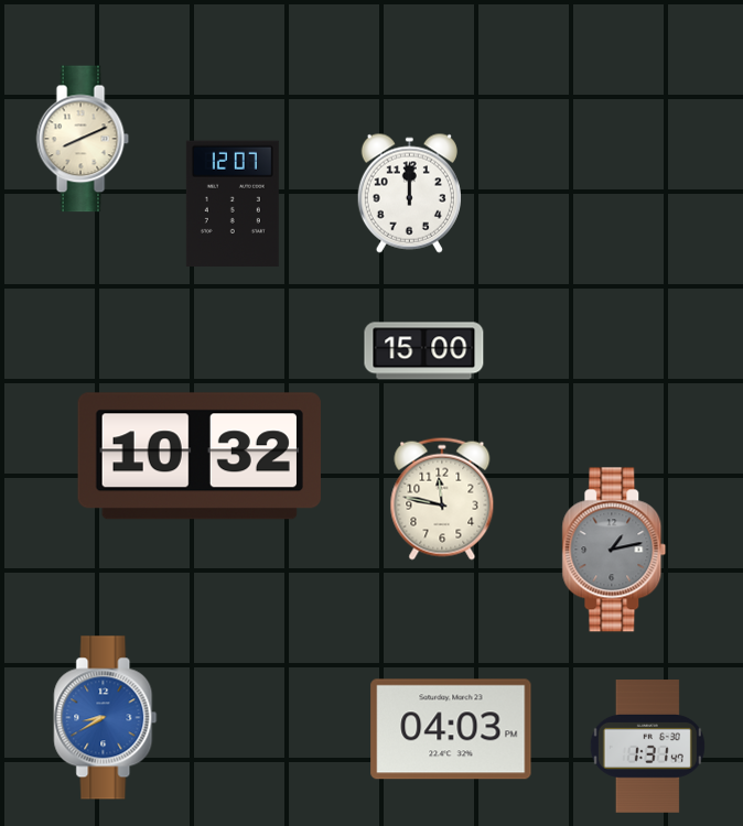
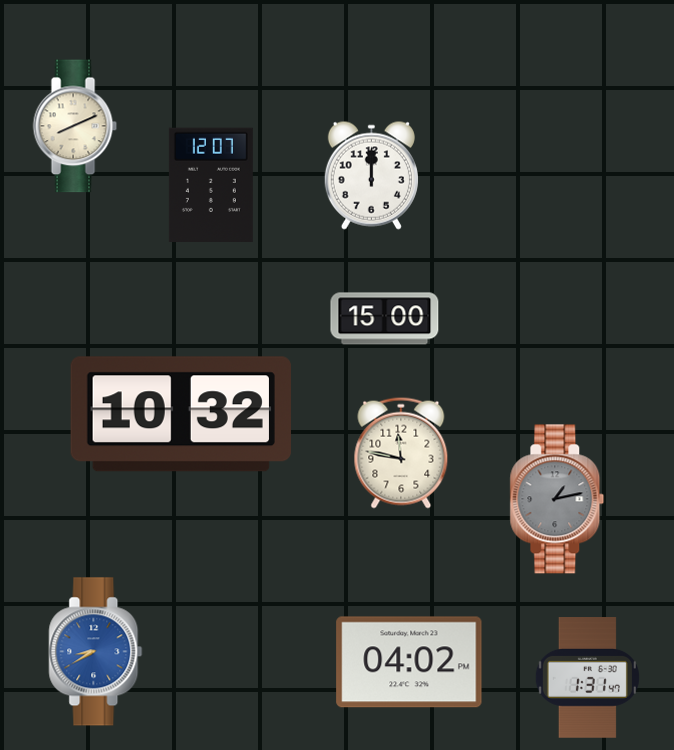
clock at (451, 729): 04:03 -> 04:02
